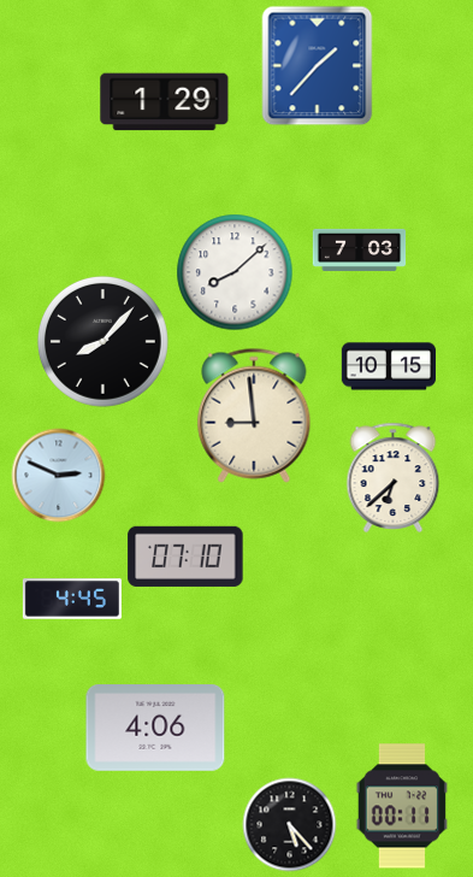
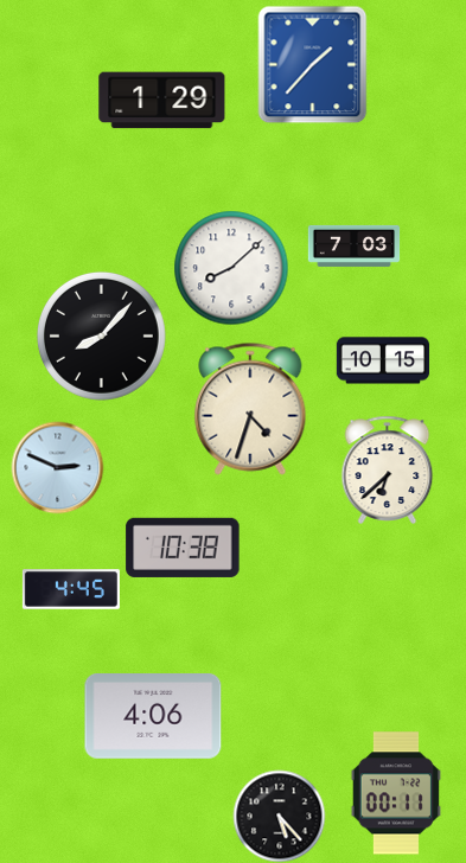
clock at (254, 416): 8:59 -> 4:33
clock at (185, 557): 07:10 -> 10:38
clock at (289, 824) position: (289, 824) -> (279, 816)
